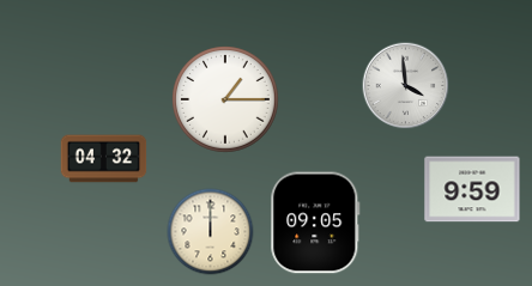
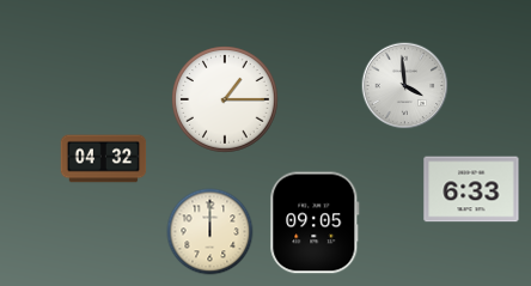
clock at (472, 189): 9:59 -> 6:33
